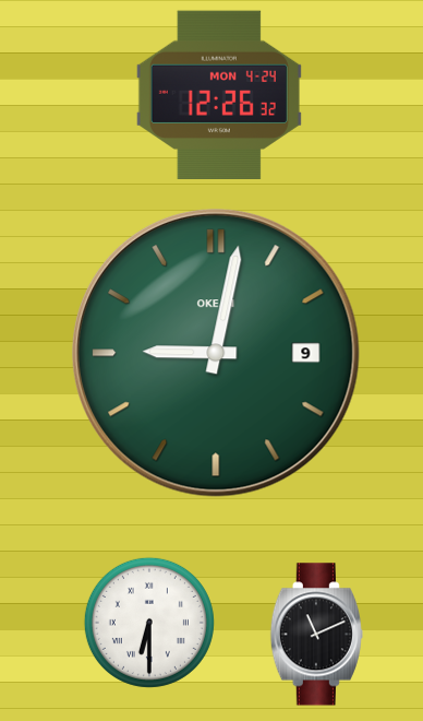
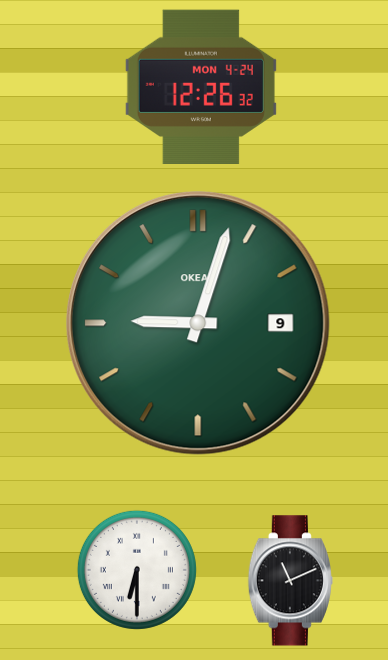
clock at (217, 354): 9:02 -> 9:03
